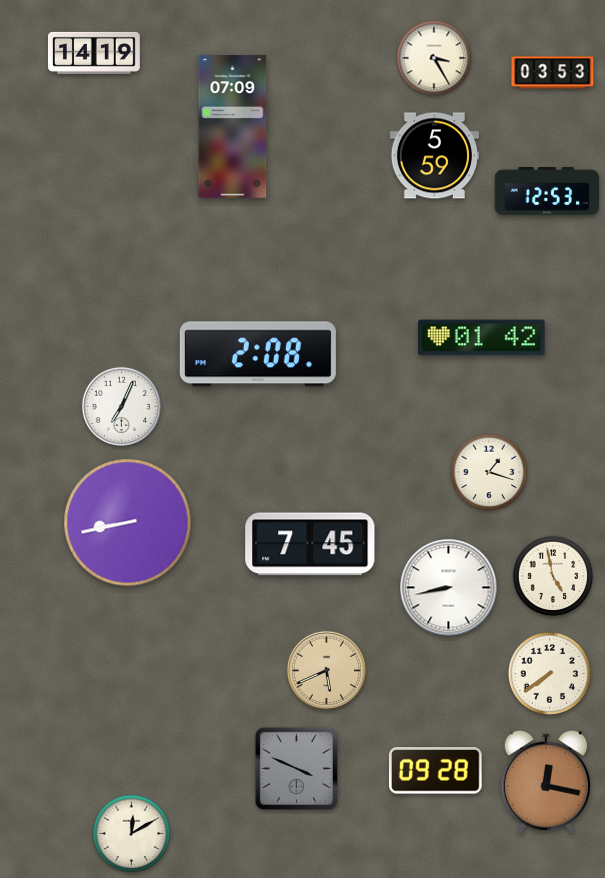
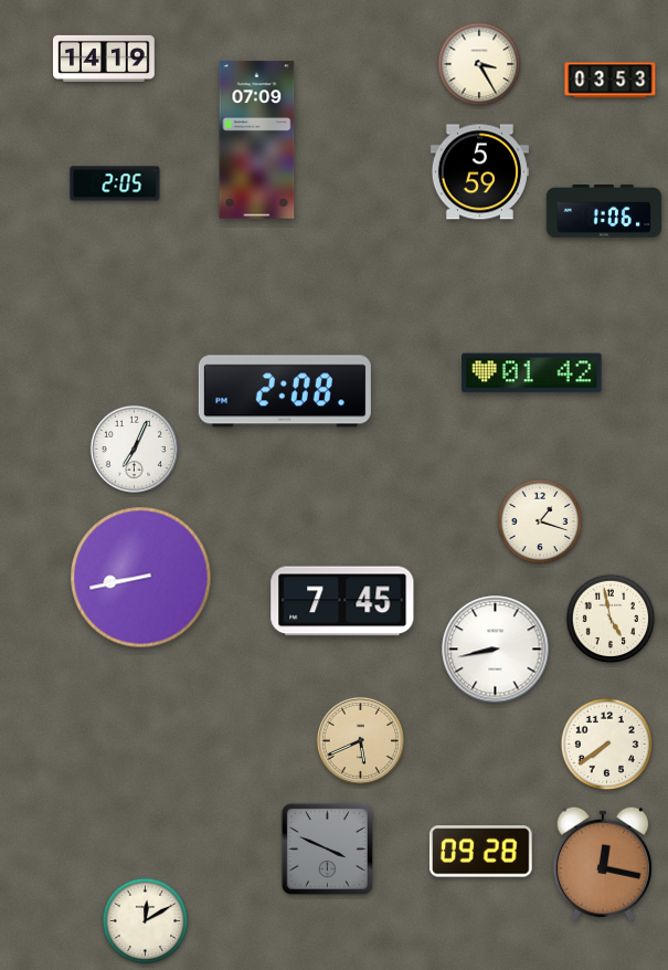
clock at (115, 183): none -> 2:05
clock at (547, 192): 12:53 -> 1:06
clock at (553, 576) position: (553, 576) -> (611, 619)
